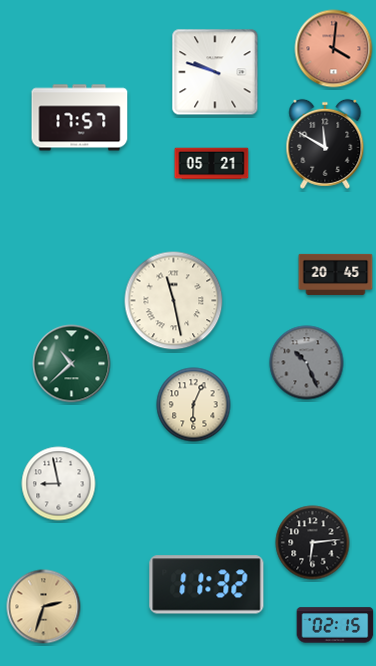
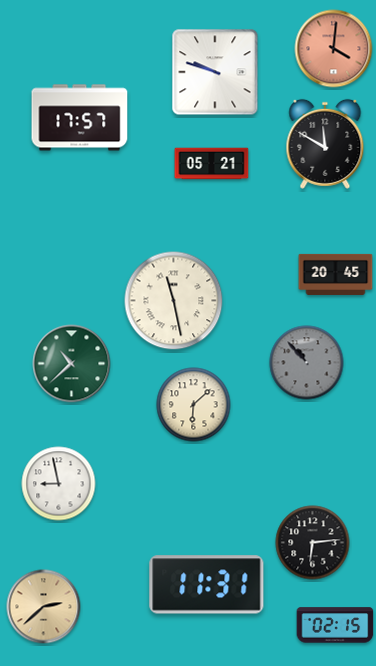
clock at (307, 363): 10:26 -> 10:53
clock at (194, 405): 6:04 -> 6:08
clock at (207, 585): 11:32 -> 11:31
clock at (44, 607): 2:33 -> 2:38
